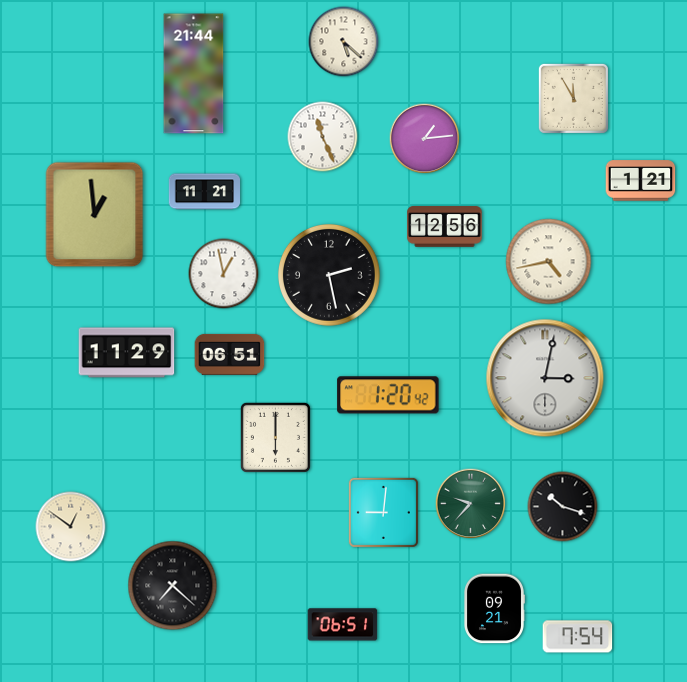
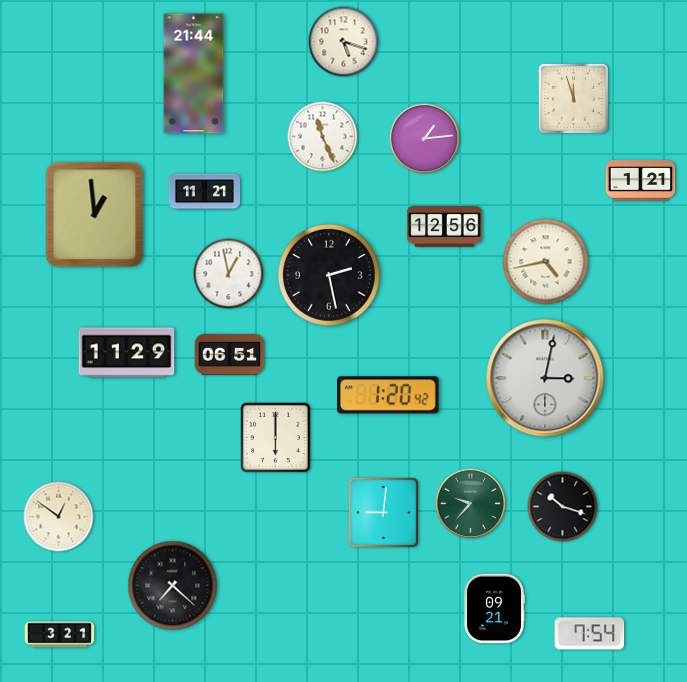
clock at (344, 42): 5:22 -> 5:18
clock at (573, 98): 11:55 -> 11:57
clock at (549, 262) position: (549, 262) -> (546, 262)
clock at (224, 274) position: (224, 274) -> (229, 274)
clock at (71, 527) position: (71, 527) -> (59, 517)
clock at (343, 625): 06:51 -> none
clock at (60, 635): none -> 3:21
clock at (578, 637) position: (578, 637) -> (590, 634)
